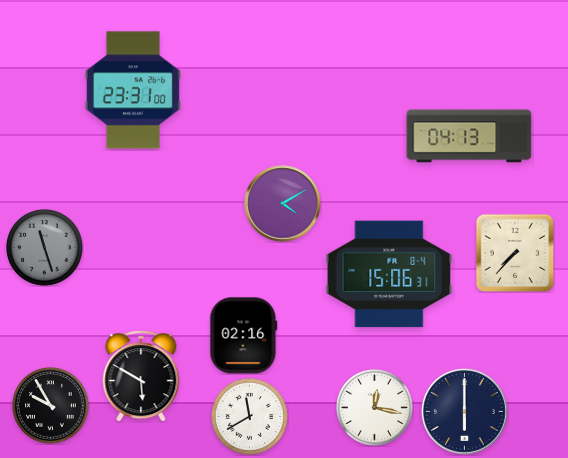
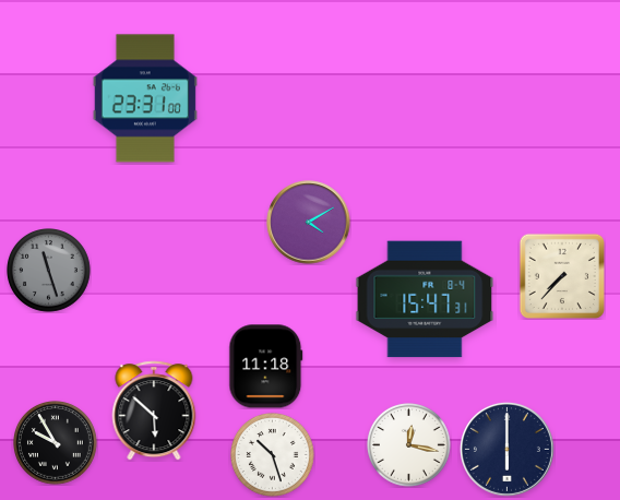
clock at (469, 136): 04:13 -> none
clock at (389, 274): 15:06 -> 15:47
clock at (244, 336): 02:16 -> 11:18
clock at (141, 376): 5:50 -> 5:52
clock at (250, 417): 11:40 -> 10:27
